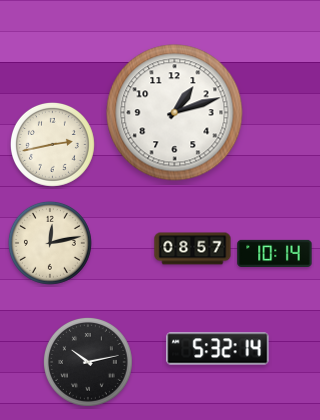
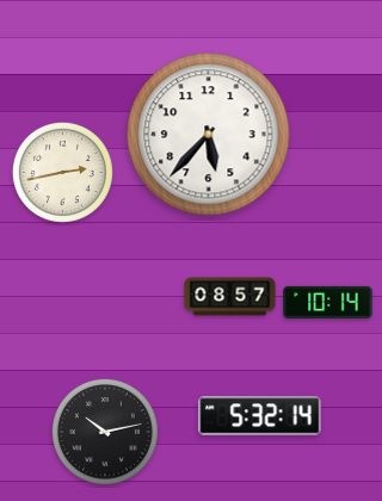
clock at (175, 113): 1:12 -> 5:37
clock at (50, 243): 12:13 -> none
